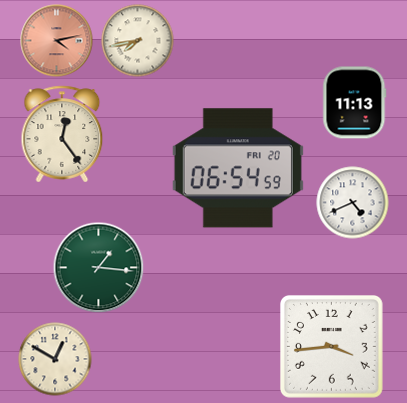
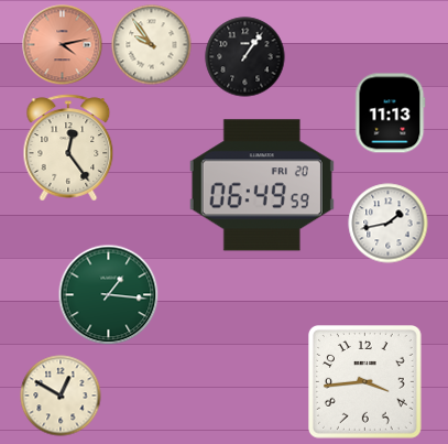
clock at (138, 41): 7:43 -> 9:54
clock at (245, 57): none -> 1:06
clock at (238, 168): 06:54 -> 06:49
clock at (353, 203): 4:41 -> 1:43
